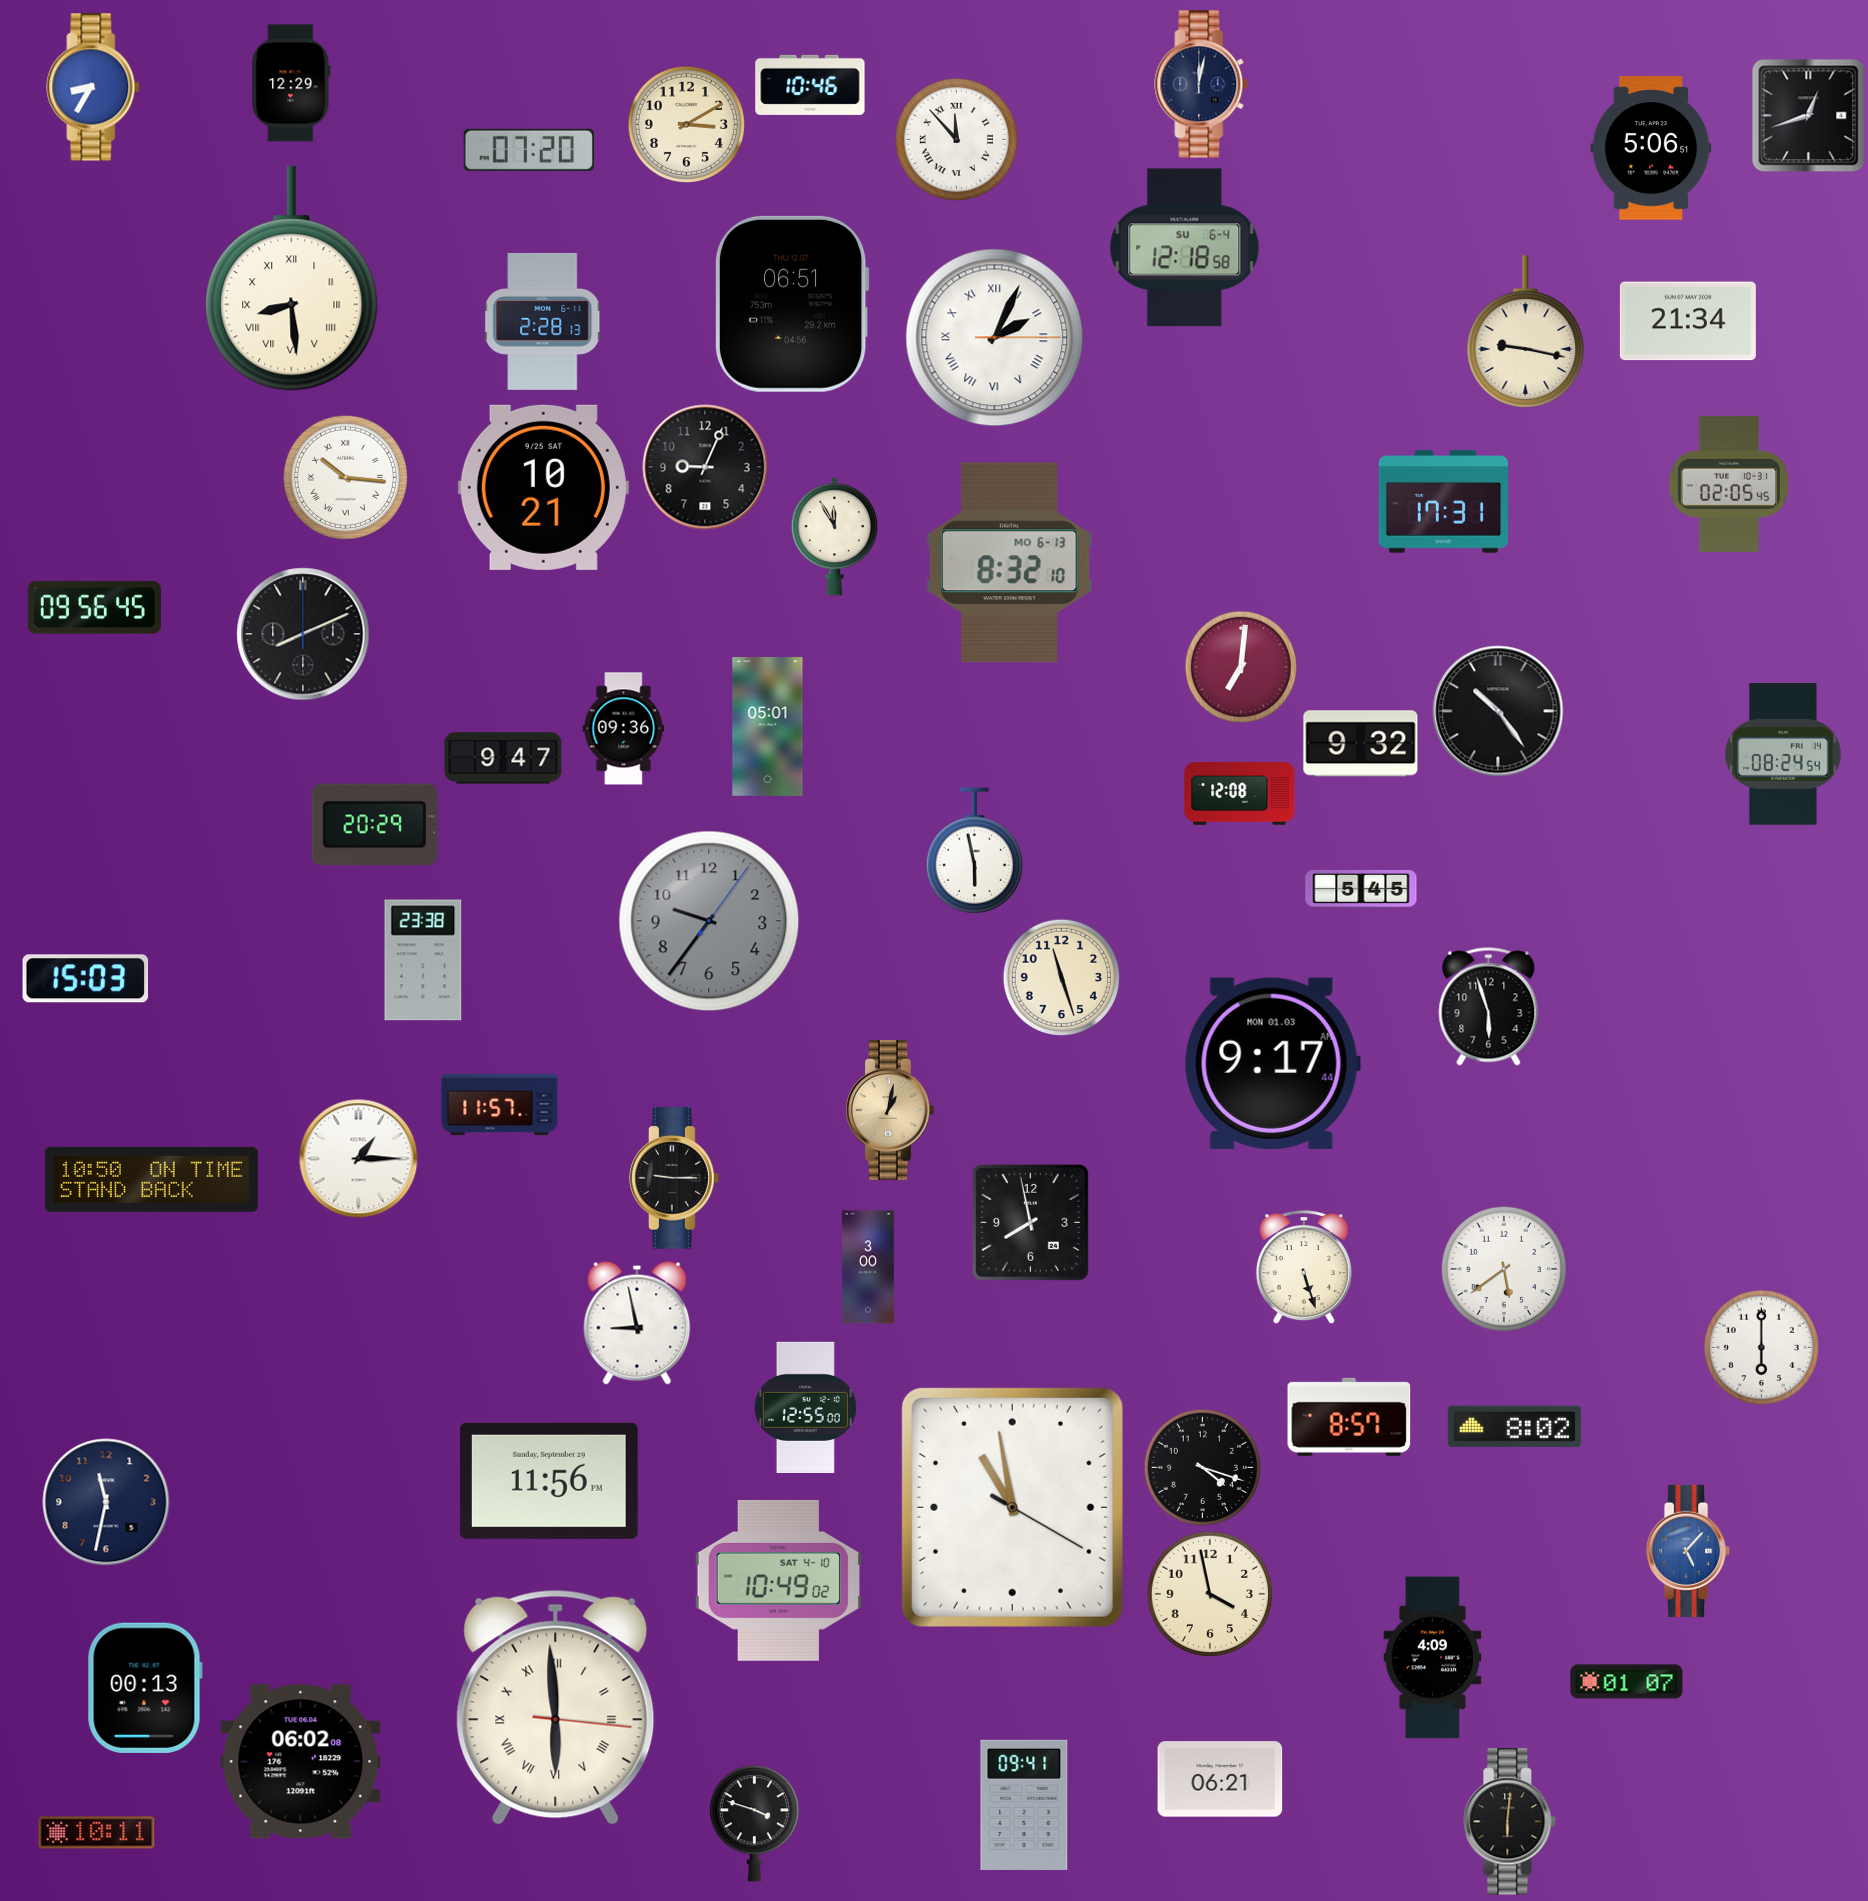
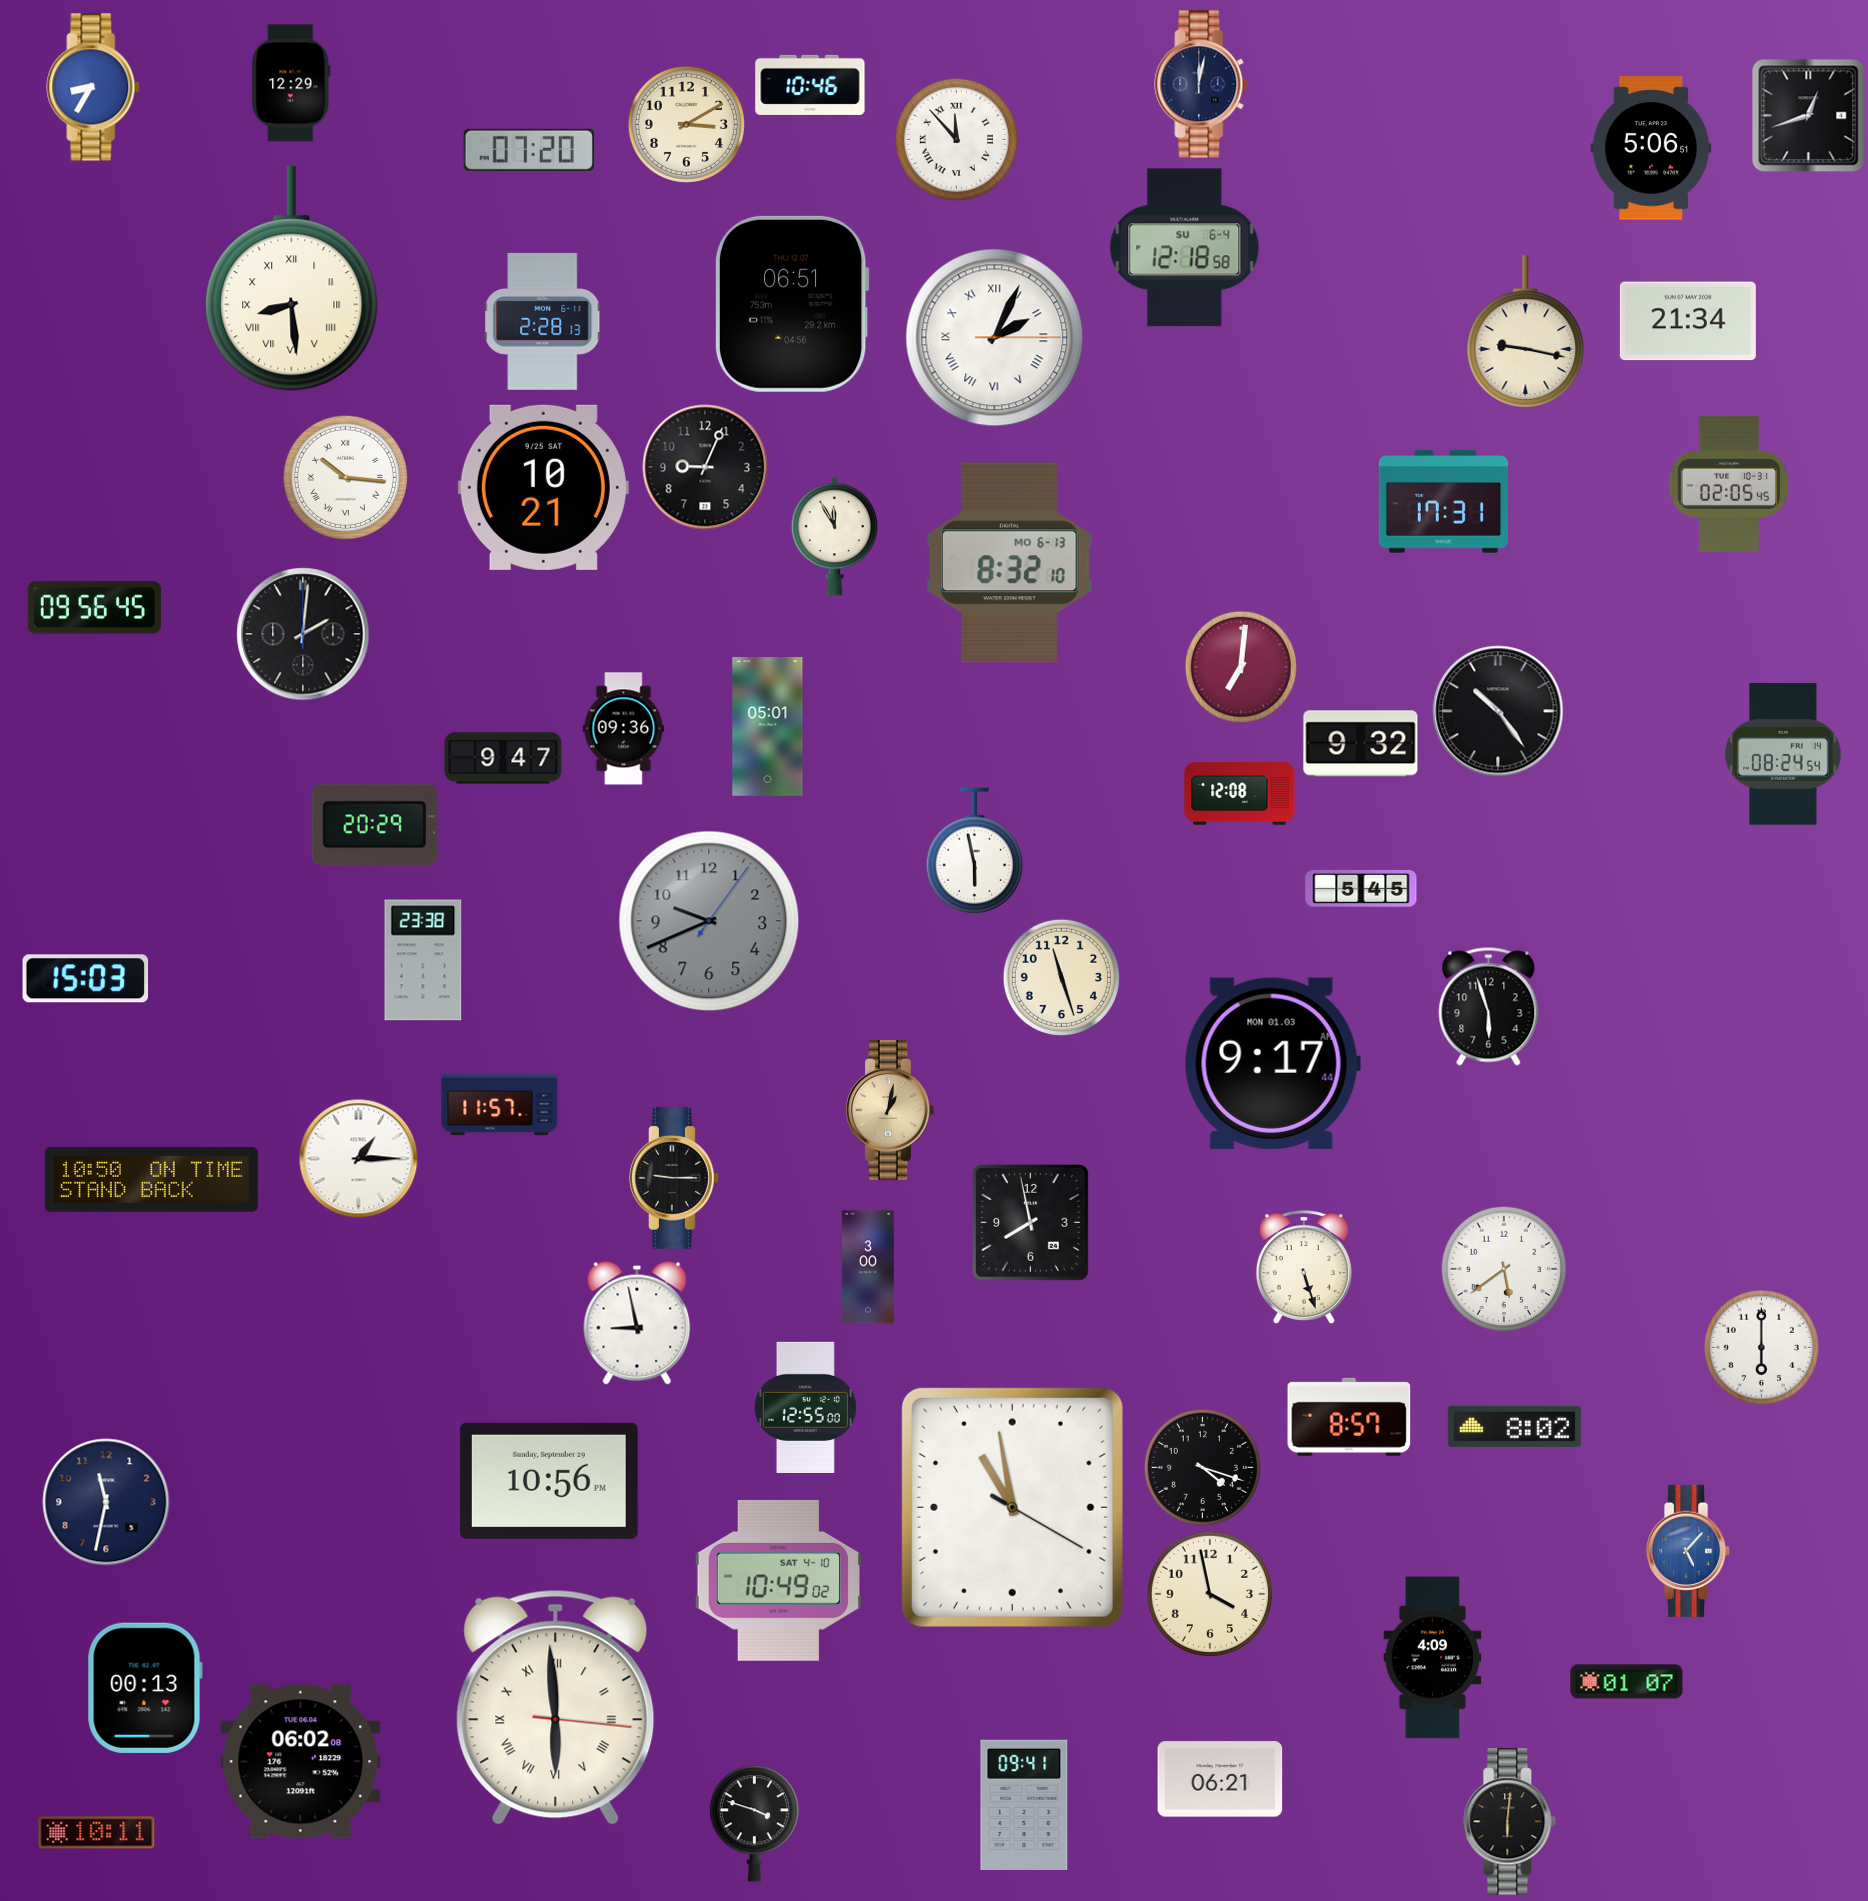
clock at (303, 634): 8:11 -> 2:01
clock at (709, 921): 9:36 -> 9:41
clock at (549, 1481): 11:56 -> 10:56
